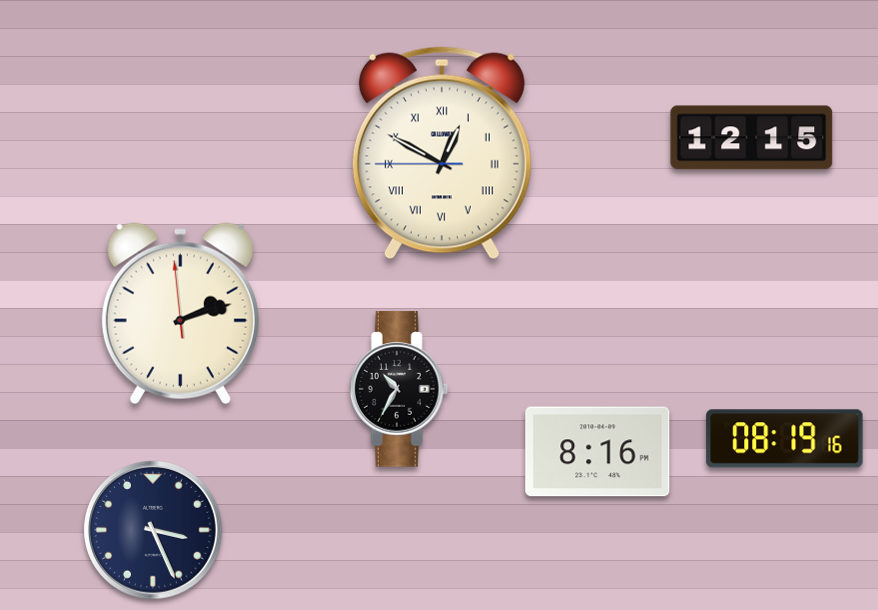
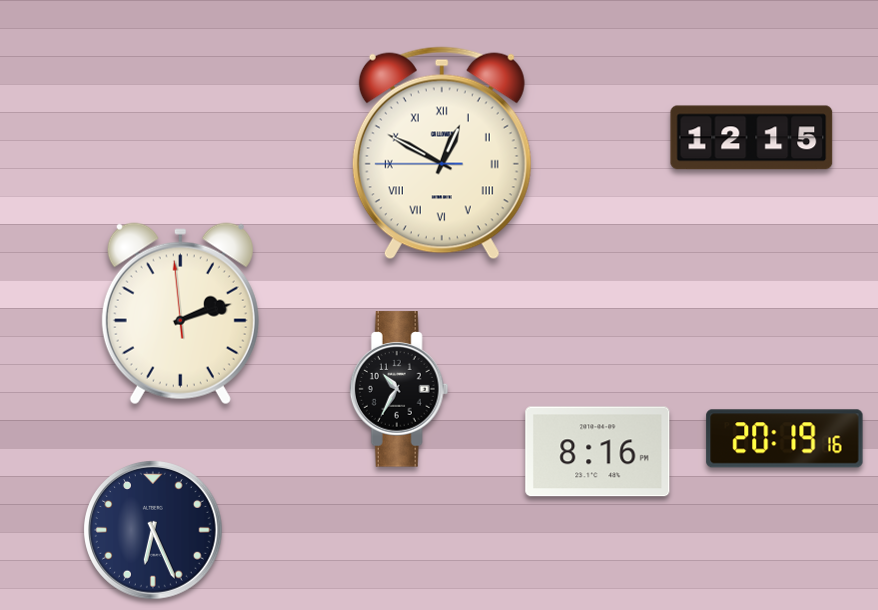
clock at (785, 439): 08:19 -> 20:19
clock at (154, 531): 3:26 -> 6:26
